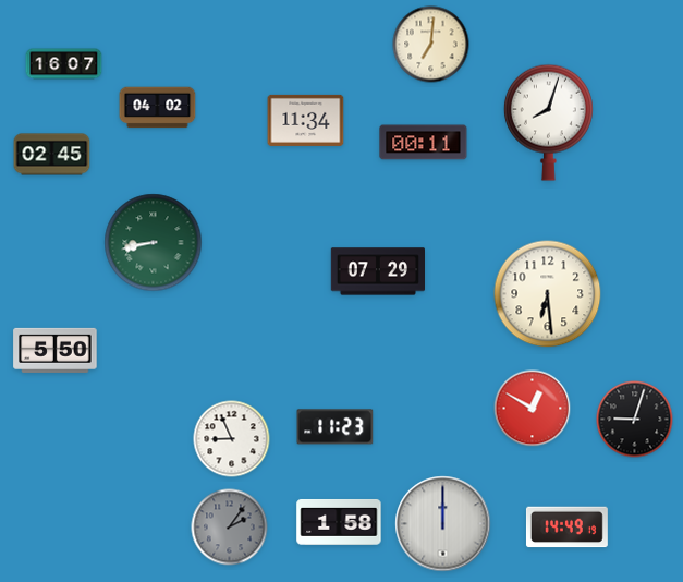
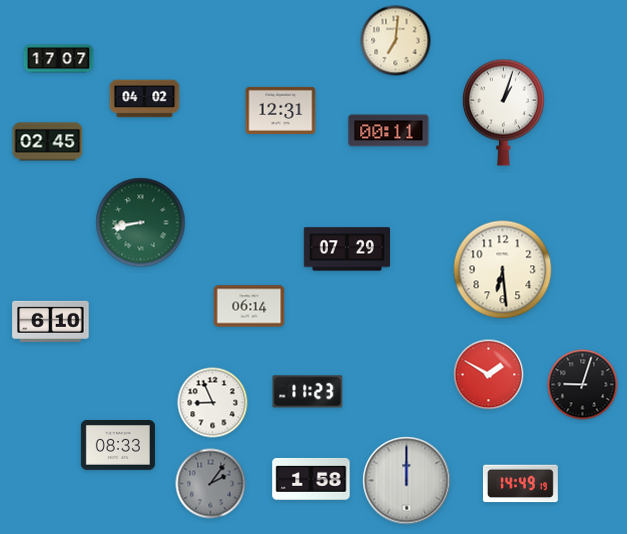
clock at (64, 64): 16:07 -> 17:07
clock at (306, 120): 11:34 -> 12:31
clock at (548, 122): 8:03 -> 1:03
clock at (249, 306): none -> 06:14
clock at (56, 350): 5:50 -> 6:10
clock at (533, 409): 12:50 -> 1:50
clock at (118, 446): none -> 08:33
